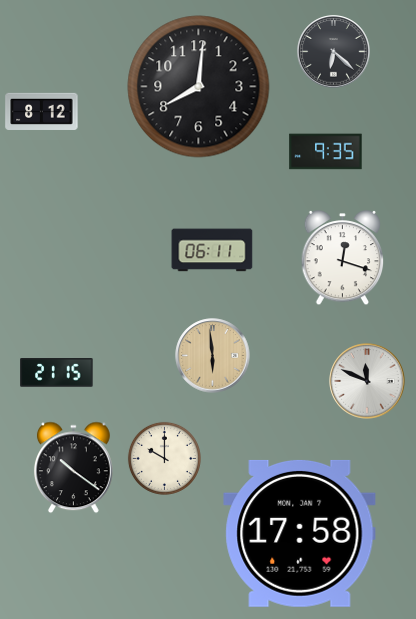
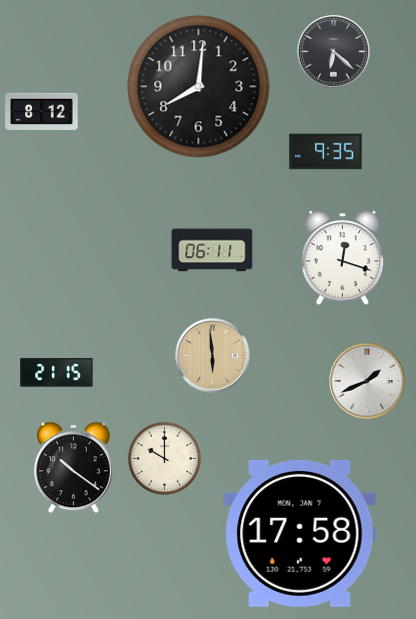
clock at (367, 381): 11:49 -> 1:41
